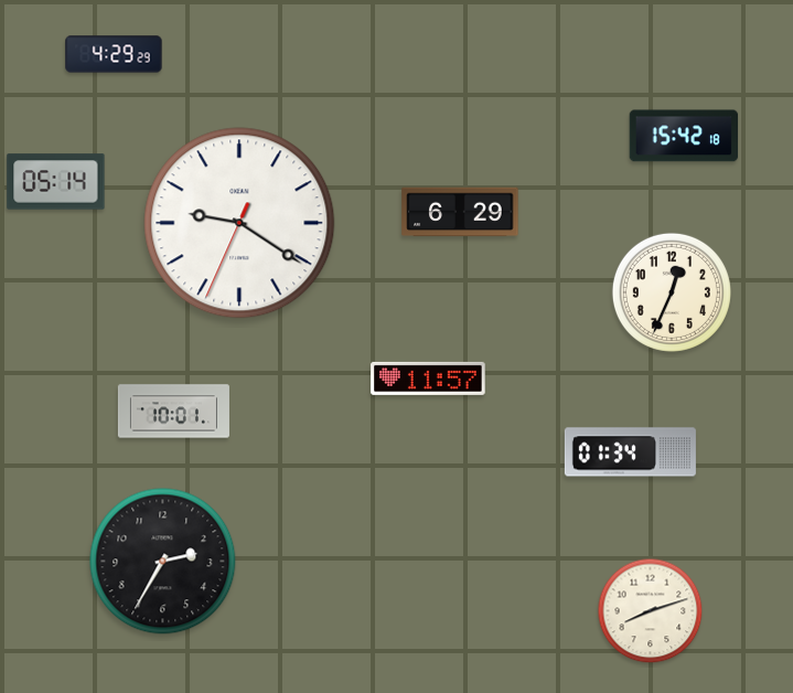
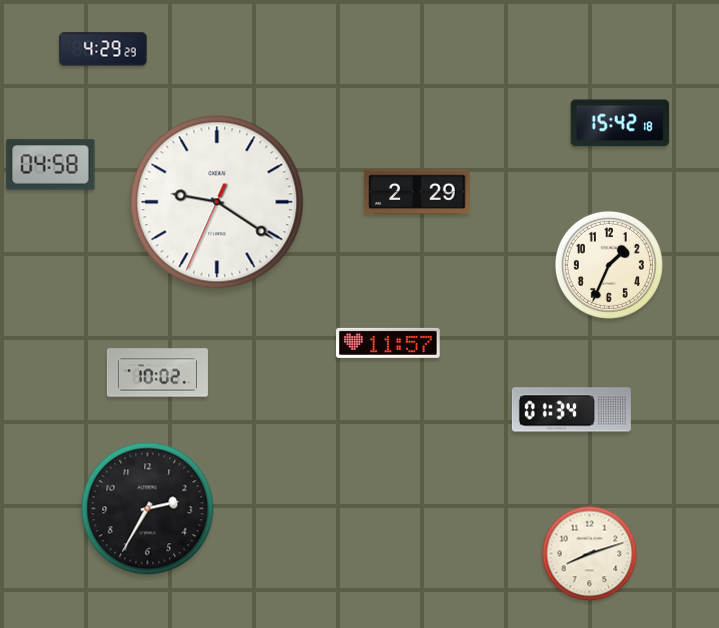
clock at (56, 182): 05:14 -> 04:58
clock at (460, 212): 6:29 -> 2:29
clock at (672, 292): 12:34 -> 1:34
clock at (173, 412): 10:01 -> 10:02
